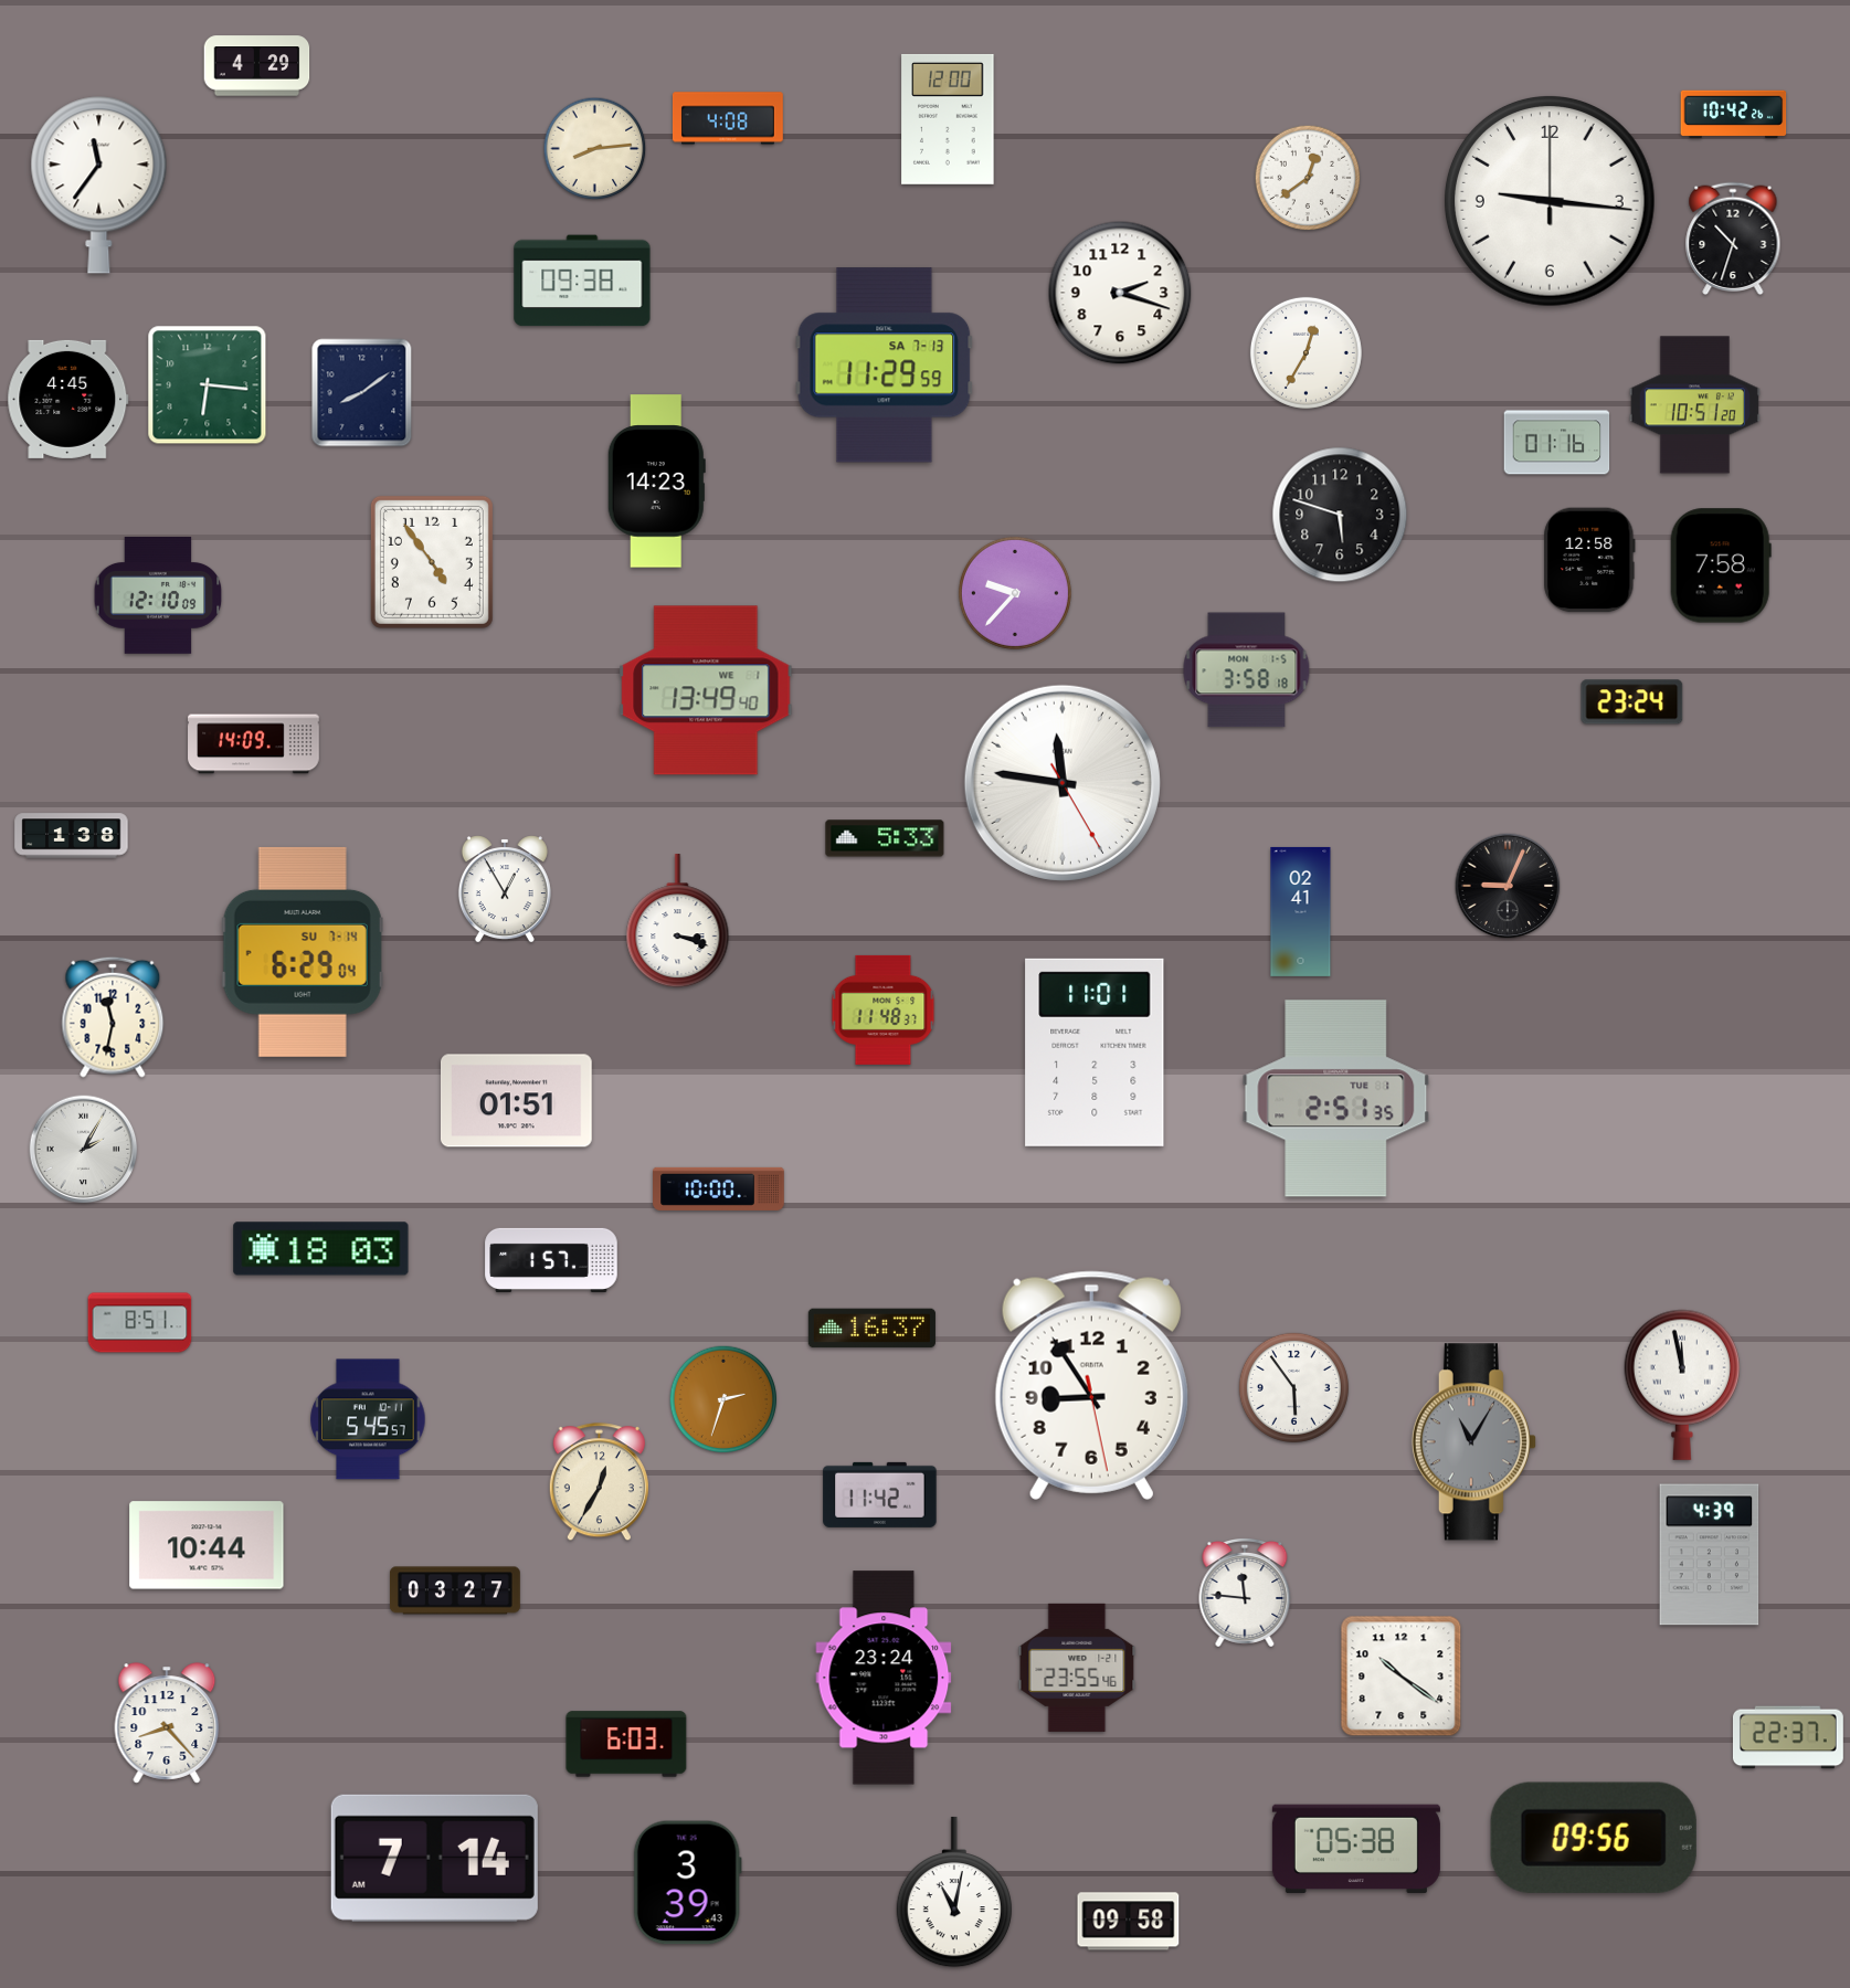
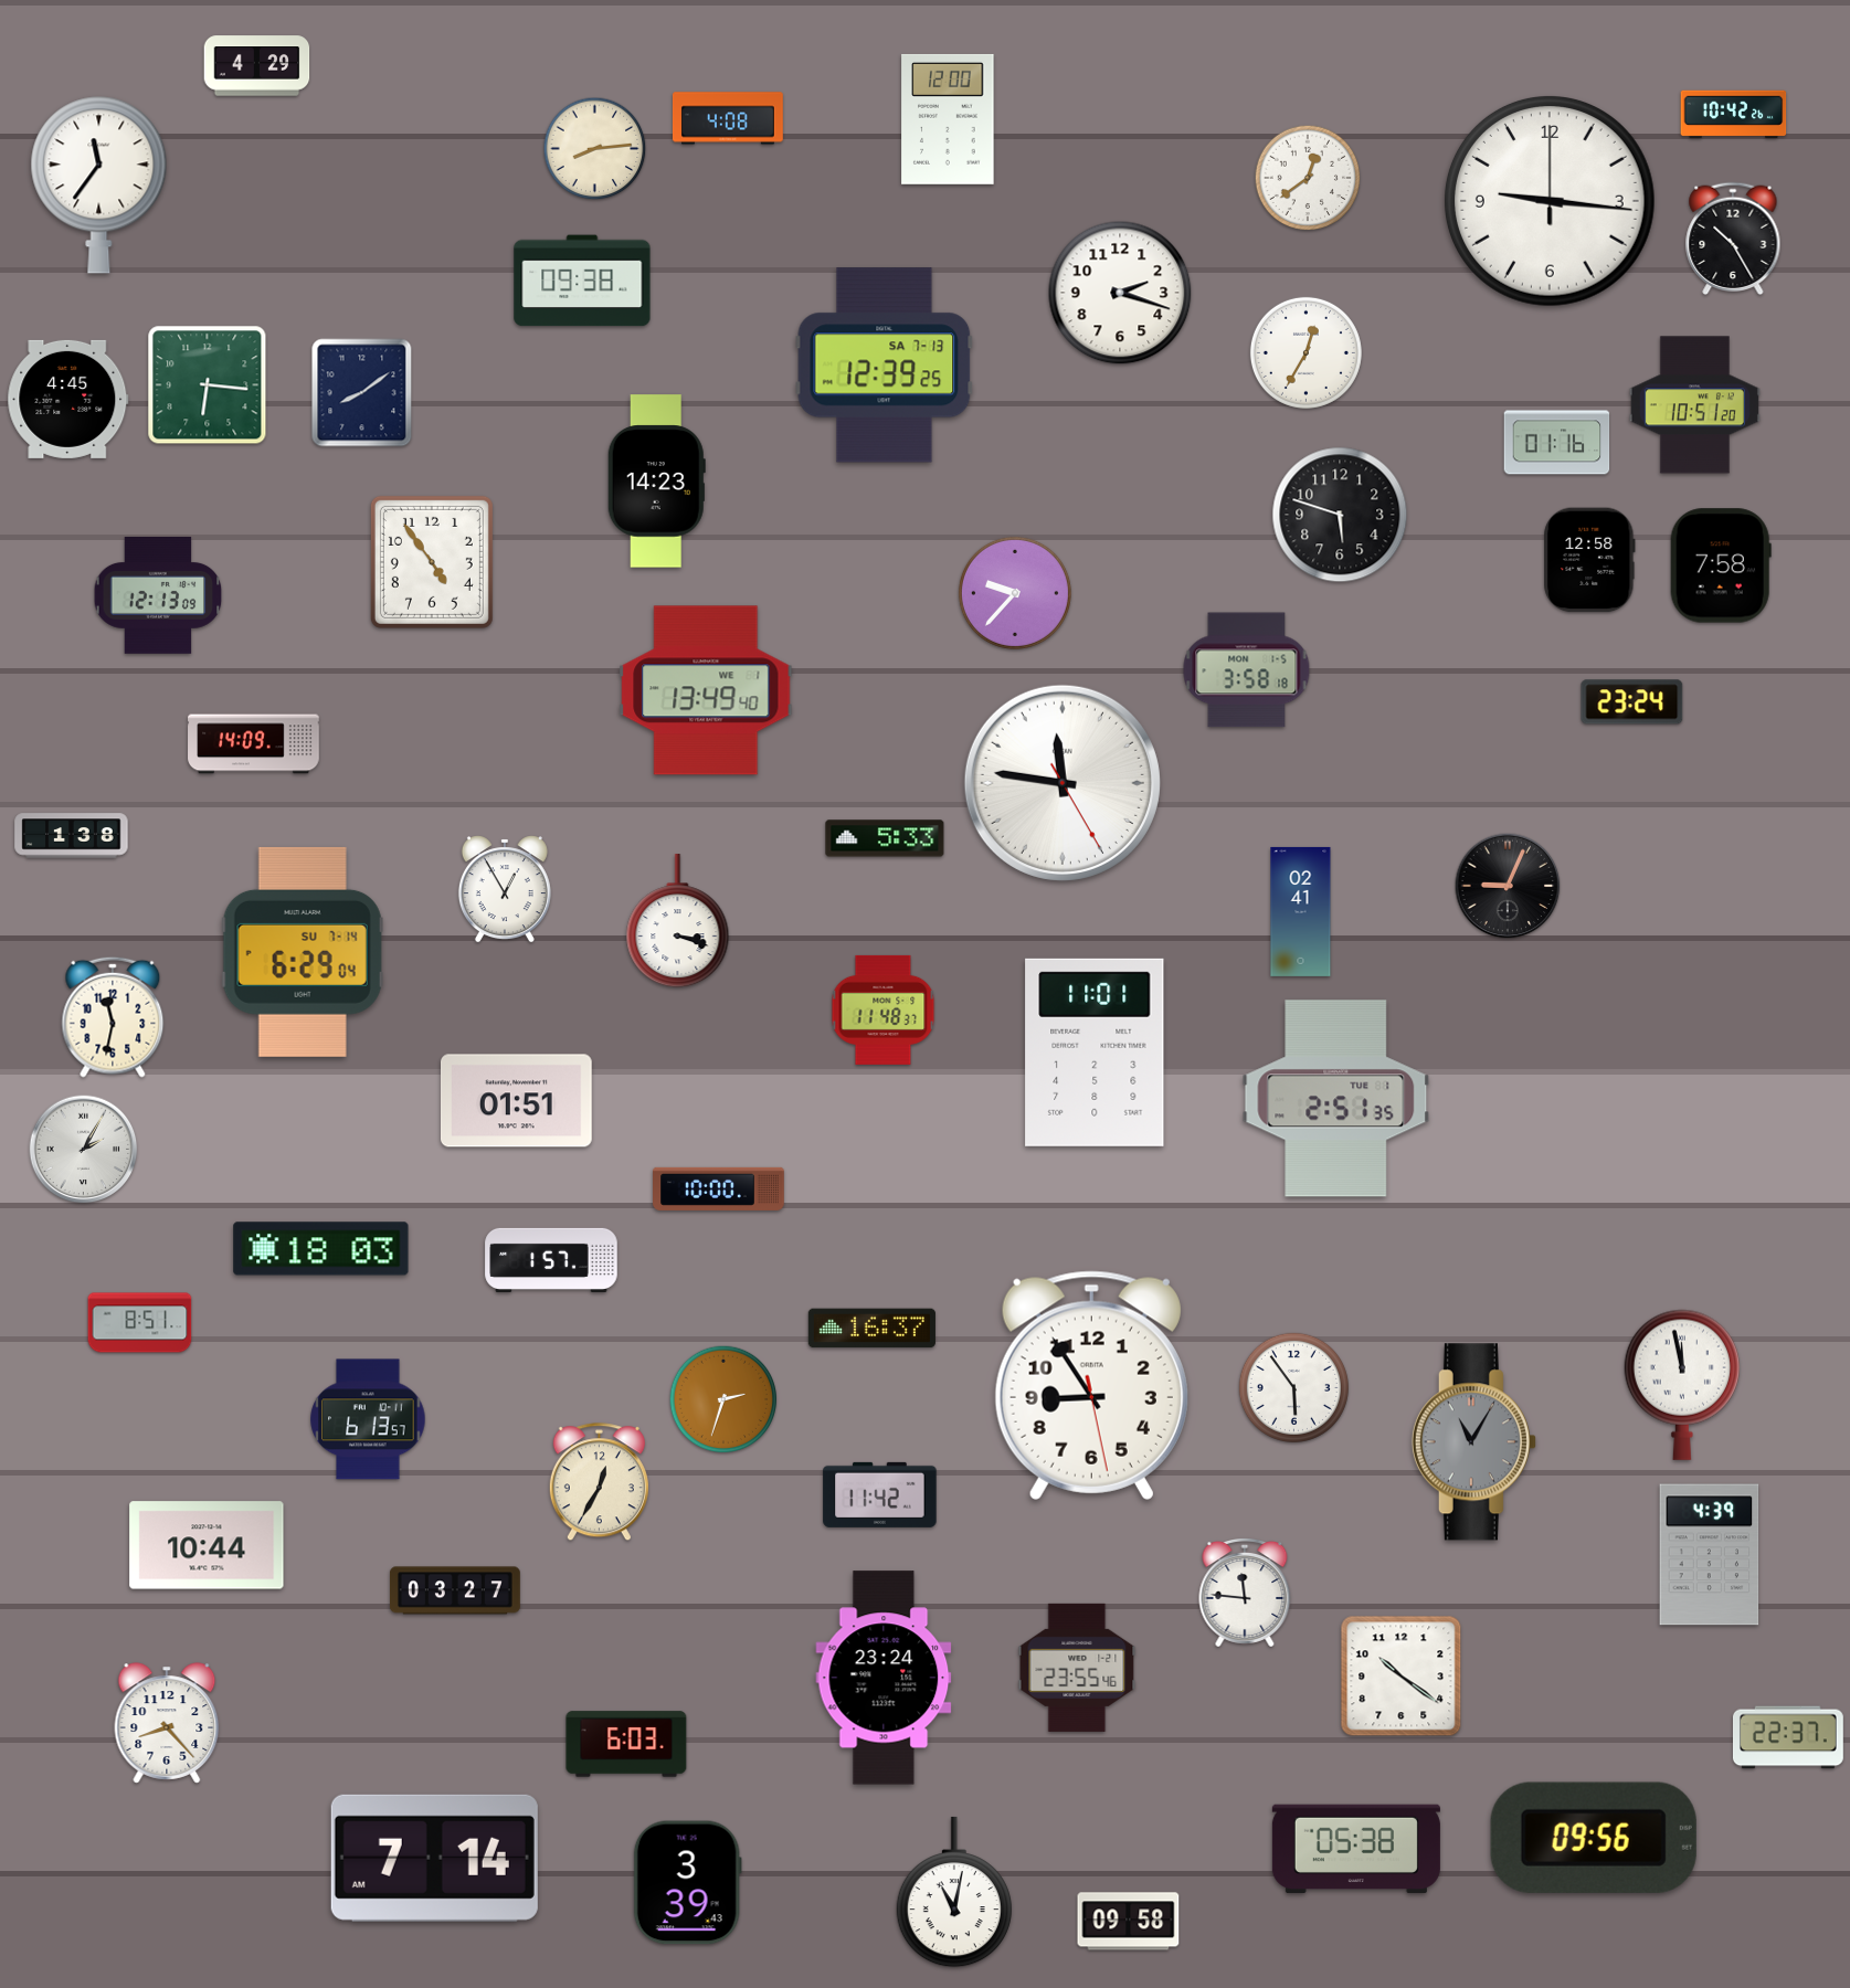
clock at (1733, 239): 10:33 -> 10:25
clock at (885, 366): 11:29 -> 12:39
clock at (158, 596): 12:10 -> 12:13
clock at (368, 1419): 5:45 -> 6:13
